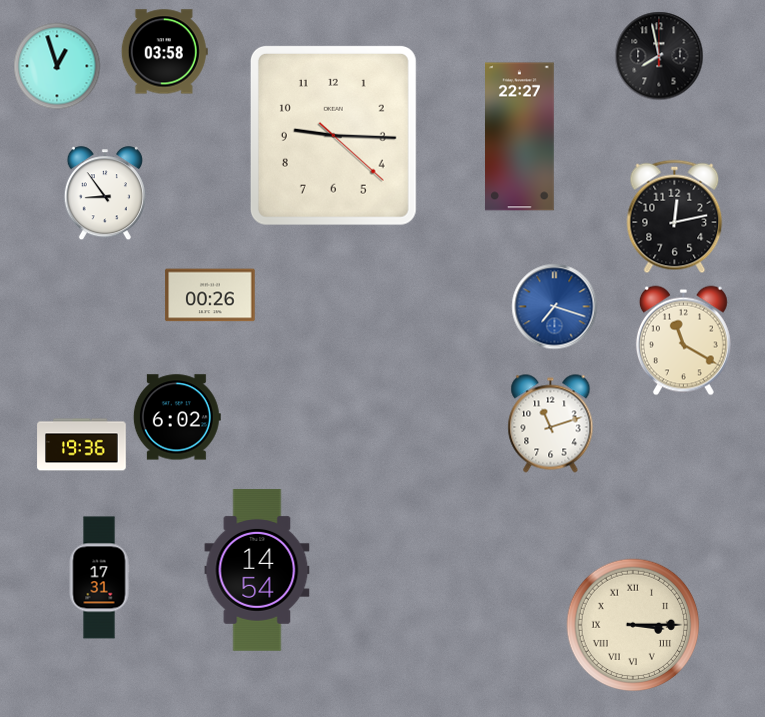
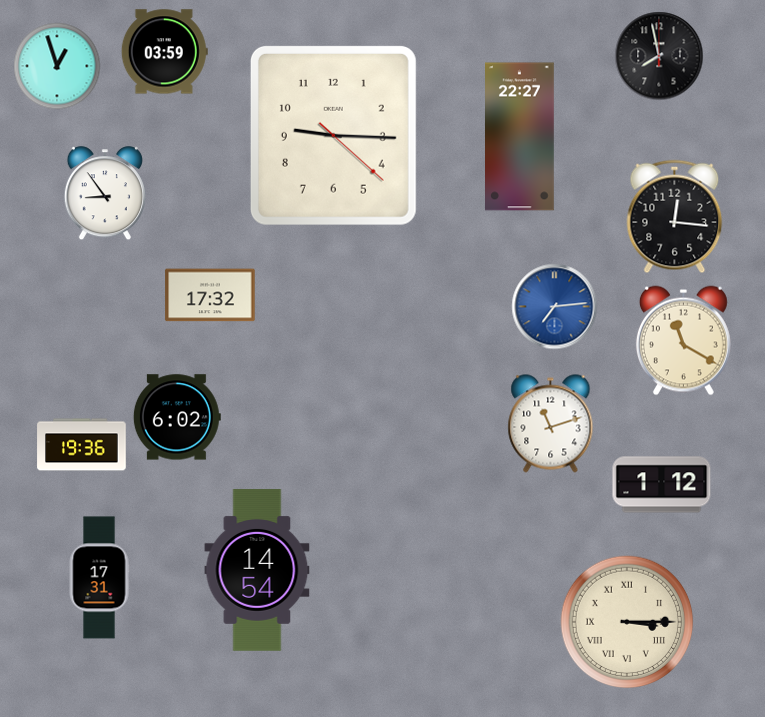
clock at (164, 52): 03:58 -> 03:59
clock at (675, 217): 12:13 -> 12:16
clock at (210, 295): 00:26 -> 17:32
clock at (555, 307): 7:18 -> 7:14
clock at (662, 485): none -> 1:12
clock at (633, 625) position: (633, 625) -> (627, 622)
